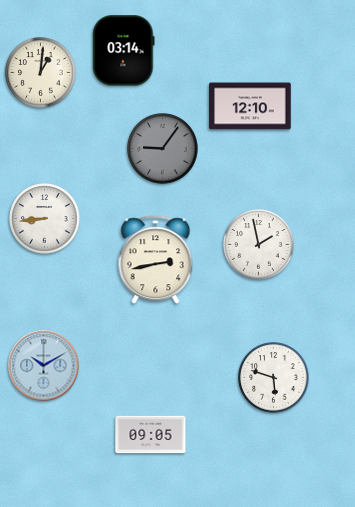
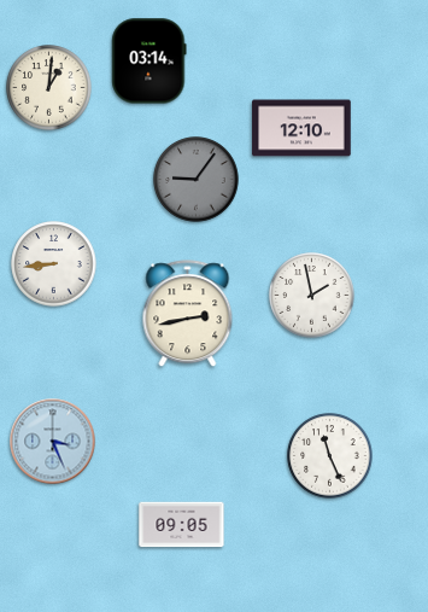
clock at (44, 366): 10:10 -> 3:26
clock at (274, 378): 5:48 -> 11:26
